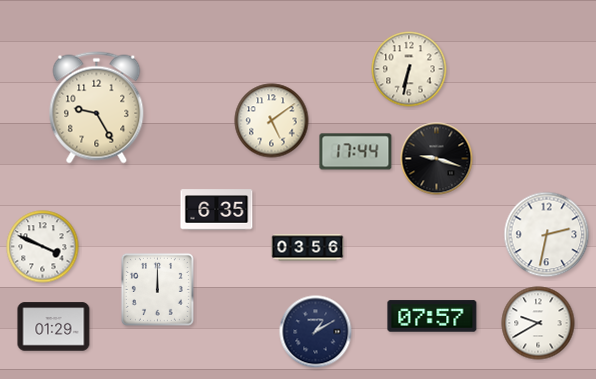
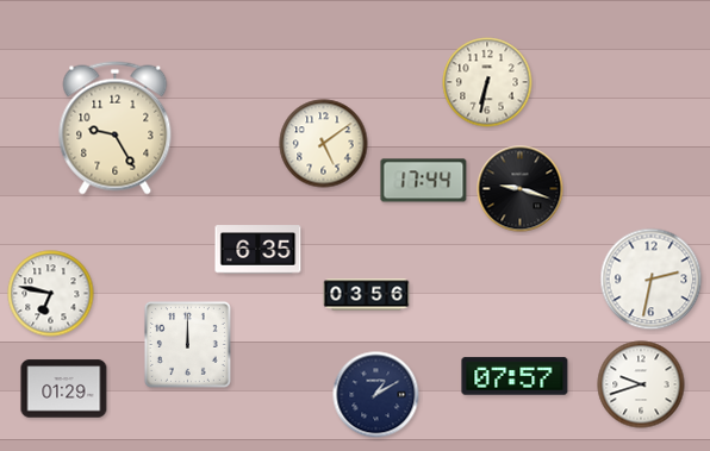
clock at (43, 247): 3:49 -> 6:47
clock at (538, 323): 9:40 -> 9:42
